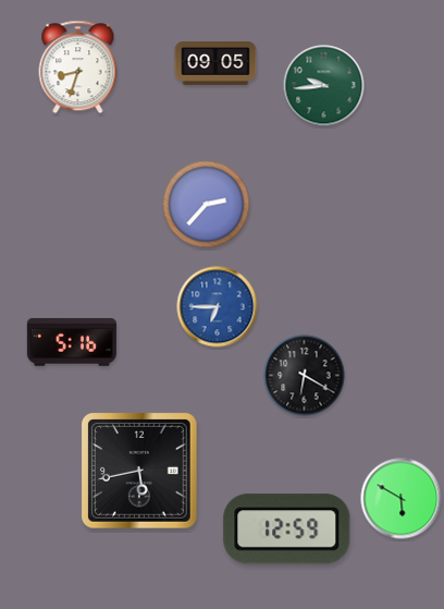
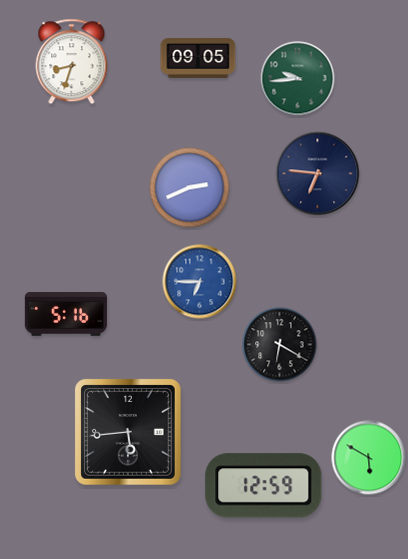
clock at (318, 174): none -> 6:46
clock at (207, 205): 2:37 -> 2:41
clock at (140, 472): 5:43 -> 5:44
